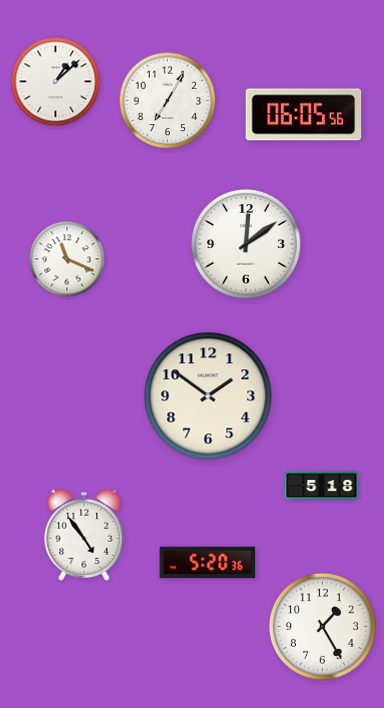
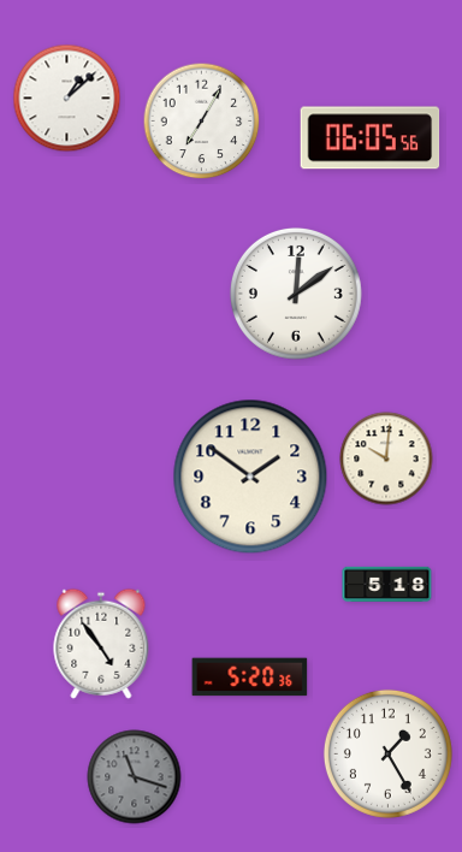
clock at (304, 115) position: (304, 115) -> (371, 138)
clock at (67, 259): 11:19 -> none
clock at (386, 458): none -> 10:01
clock at (135, 777): none -> 11:18
